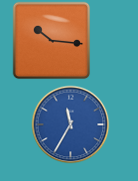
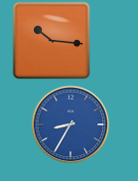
clock at (70, 124): 11:35 -> 8:35
